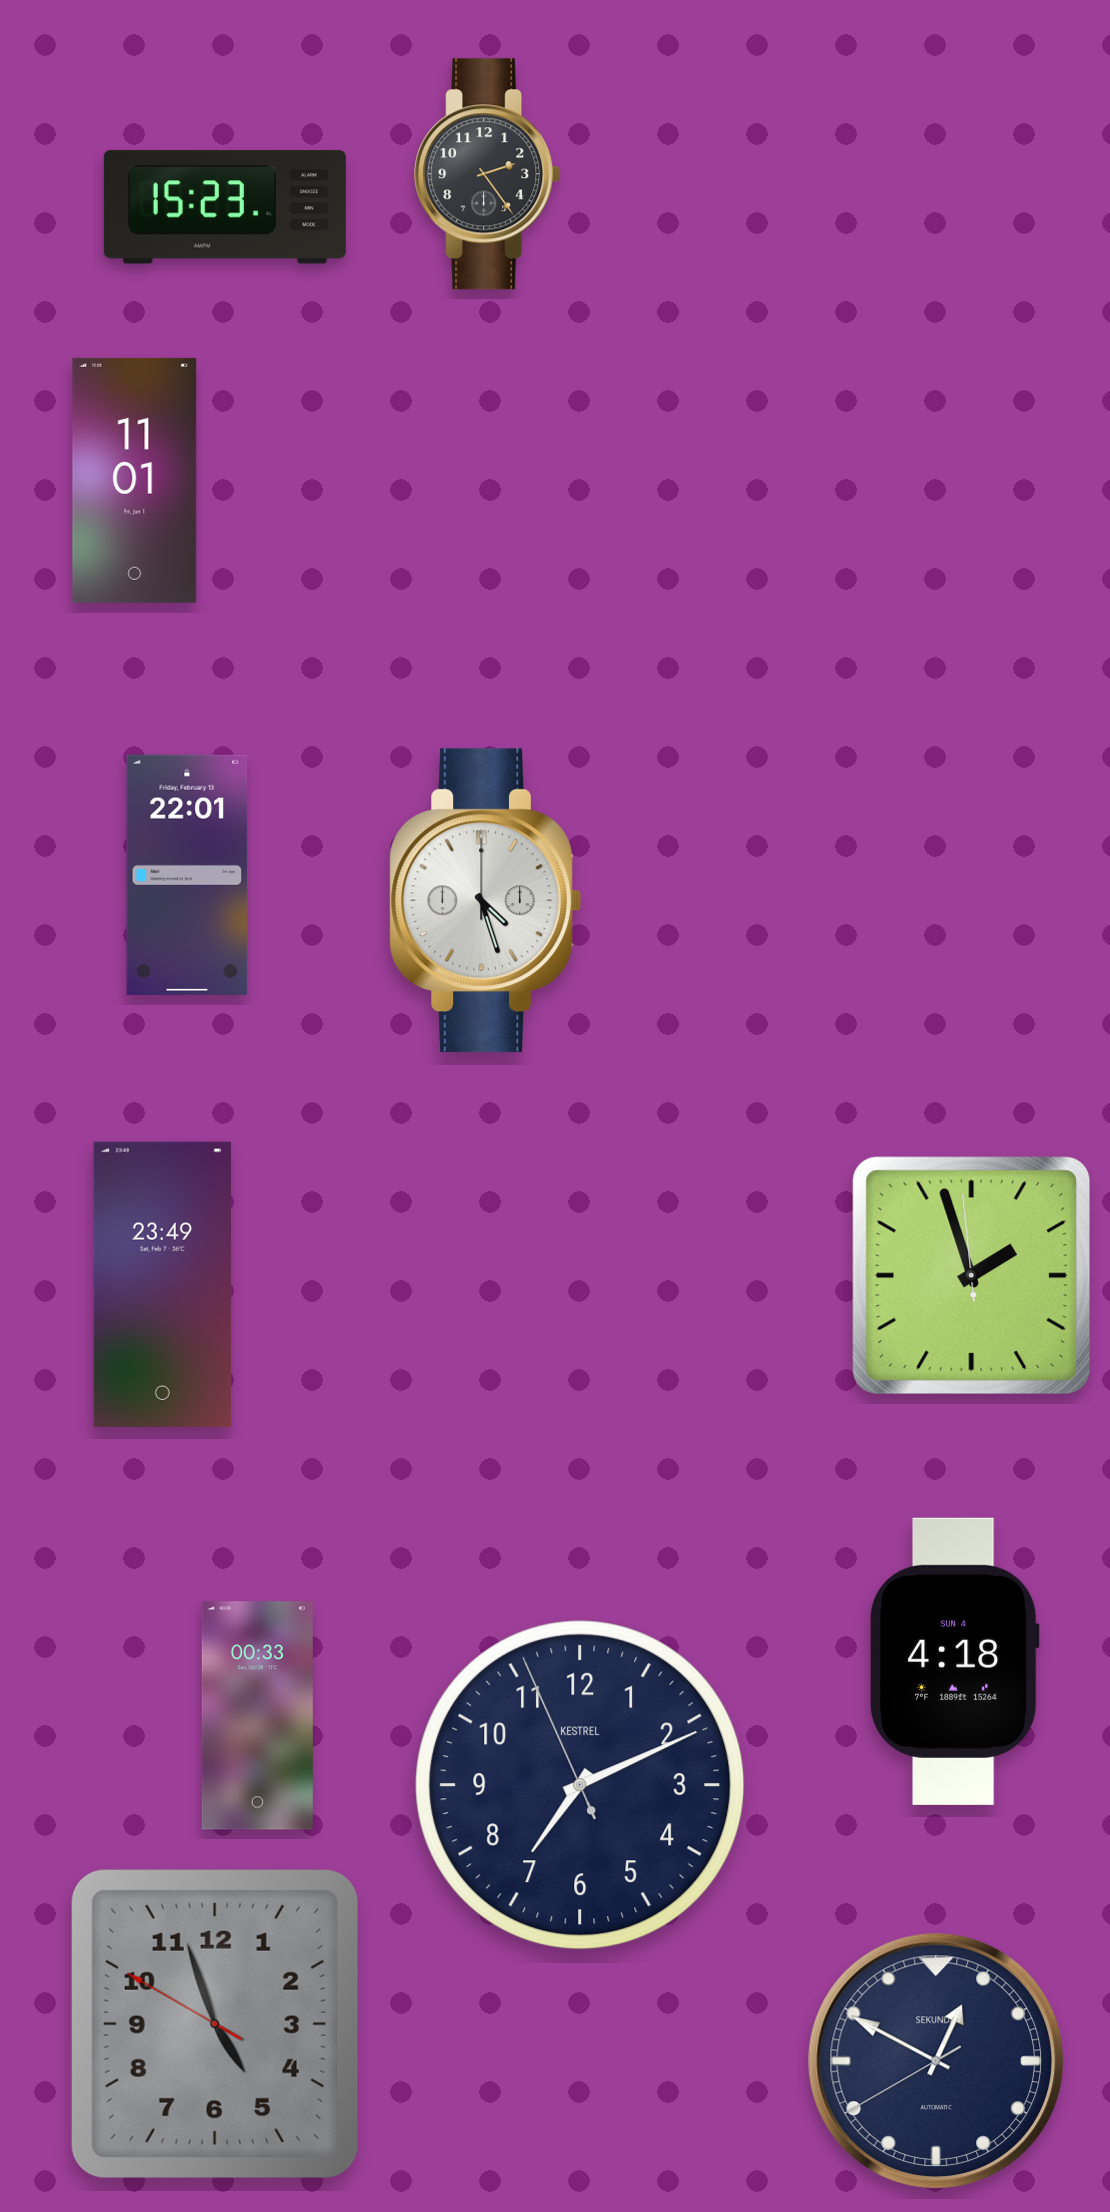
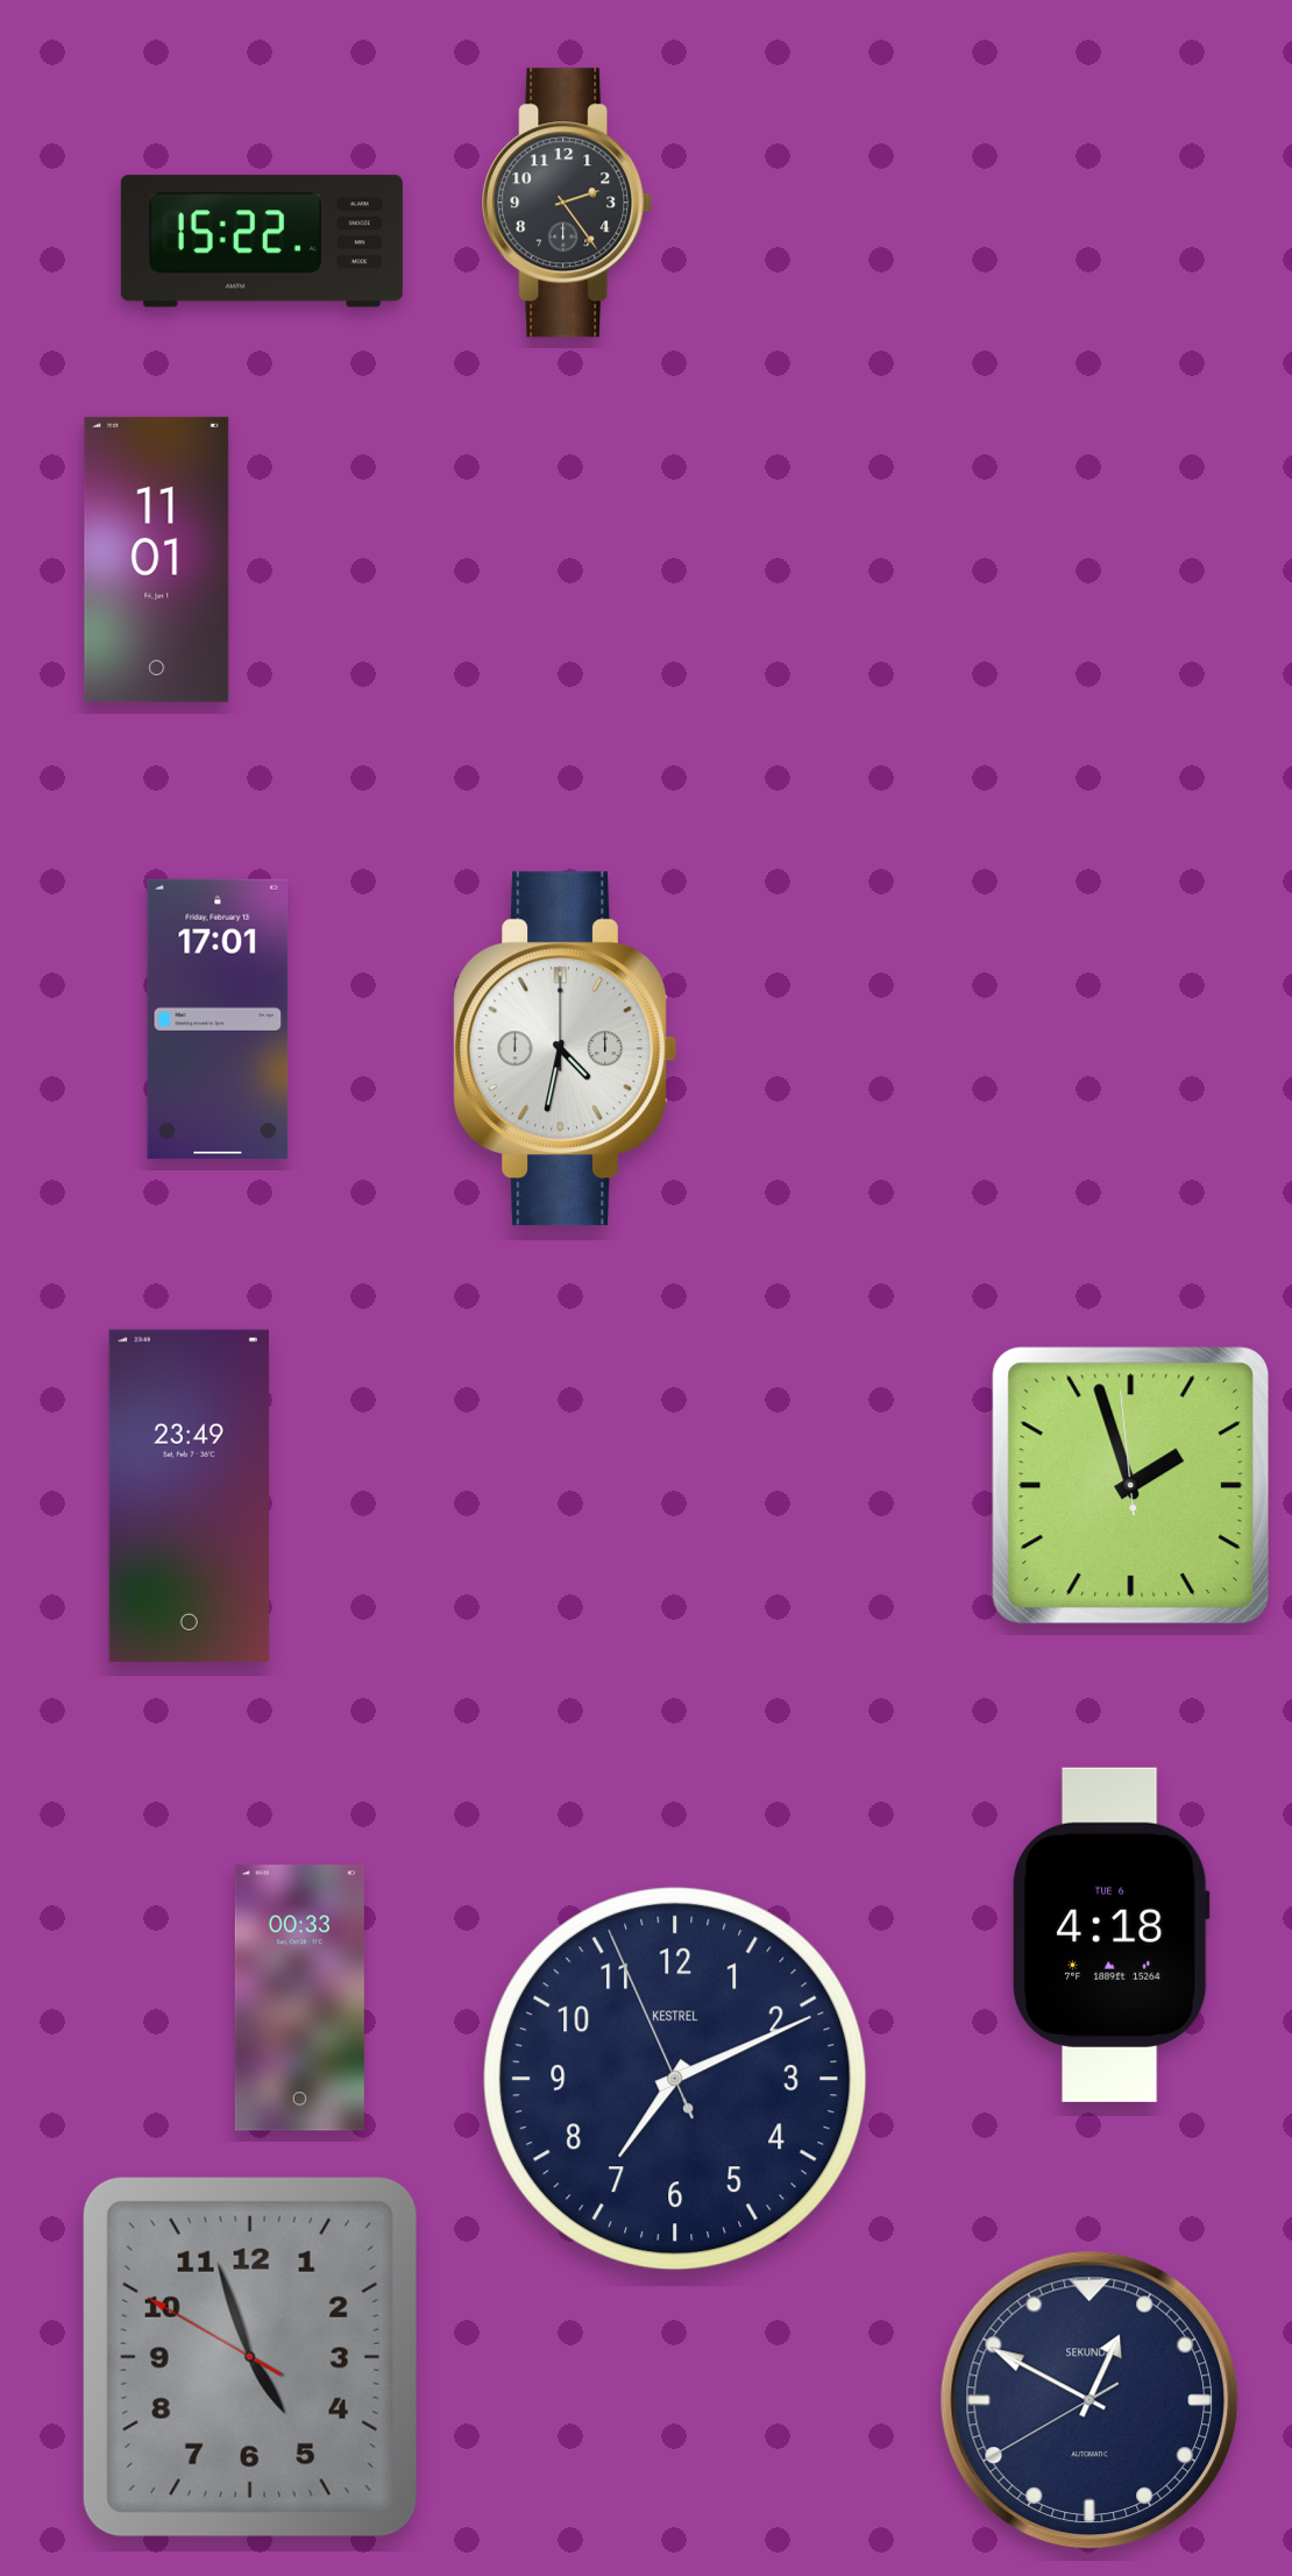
clock at (225, 207): 15:23 -> 15:22
clock at (187, 875): 22:01 -> 17:01
clock at (485, 901): 4:27 -> 4:32
clock at (954, 1661) date: SUN 4 -> TUE 6
